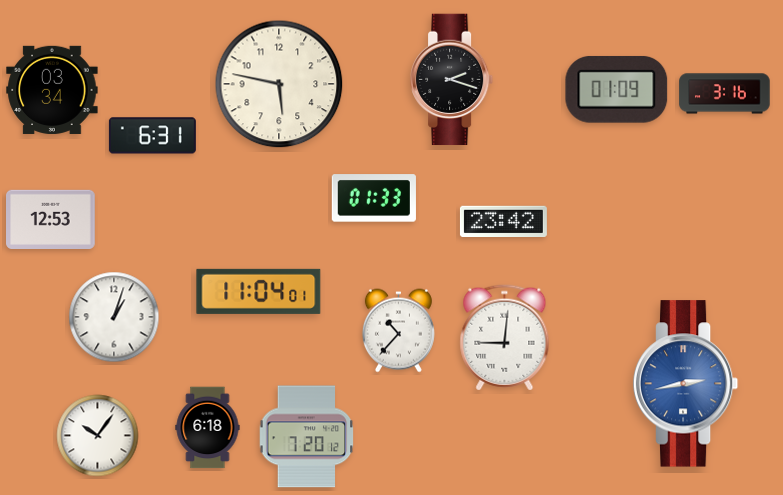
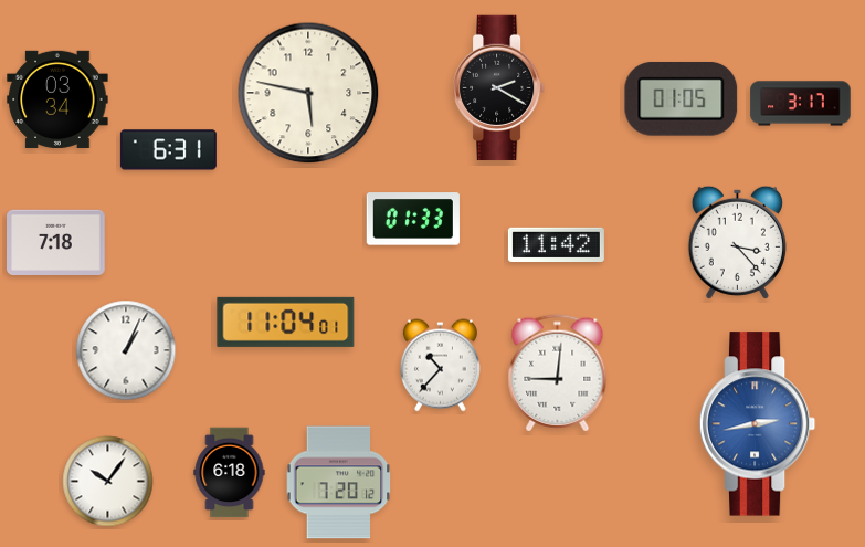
clock at (452, 80): 2:18 -> 2:20
clock at (617, 90): 01:09 -> 01:05
clock at (725, 94): 3:16 -> 3:17
clock at (51, 219): 12:53 -> 7:18
clock at (737, 242): none -> 3:23
clock at (503, 222): 23:42 -> 11:42
clock at (114, 317): 1:03 -> 1:04
